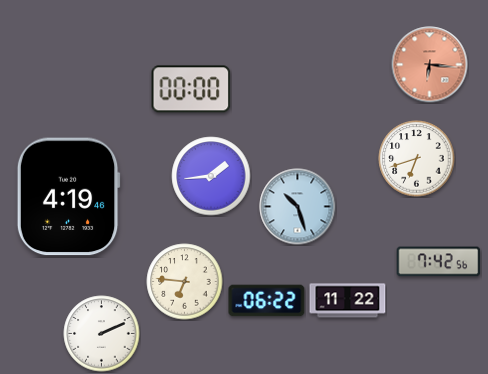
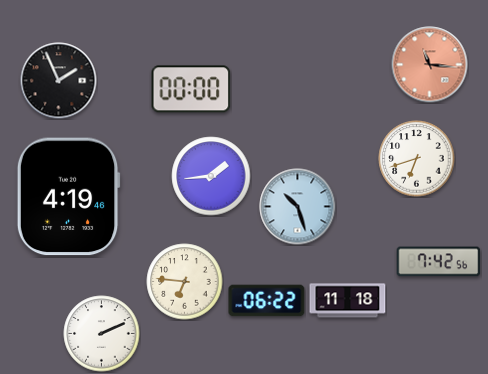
clock at (430, 65): 6:16 -> 11:16
clock at (59, 81): none -> 1:56
clock at (348, 301): 11:22 -> 11:18
